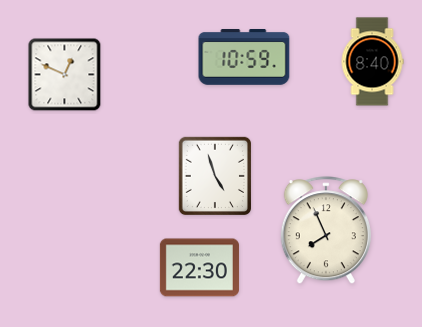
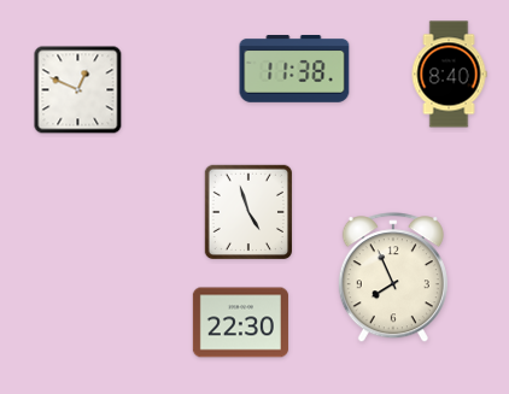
clock at (244, 58): 10:59 -> 11:38
clock at (214, 175) position: (214, 175) -> (247, 211)
